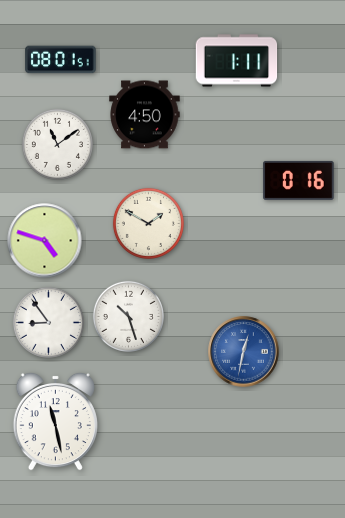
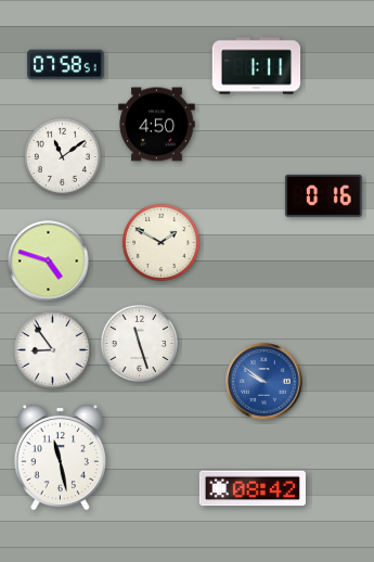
clock at (61, 60): 08:01 -> 07:58
clock at (128, 316): 10:27 -> 11:27
clock at (244, 352): 12:32 -> 9:51
clock at (253, 488): none -> 08:42
